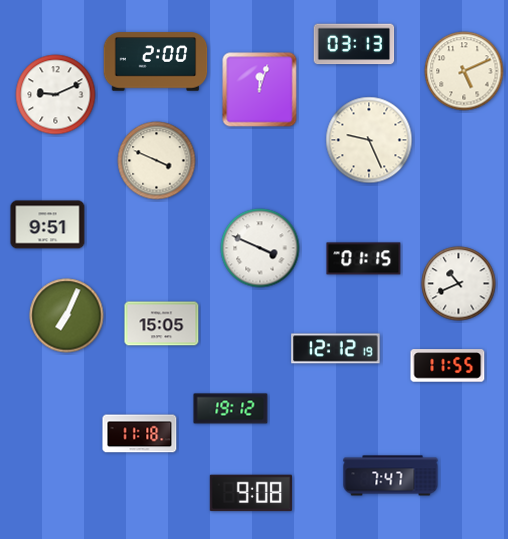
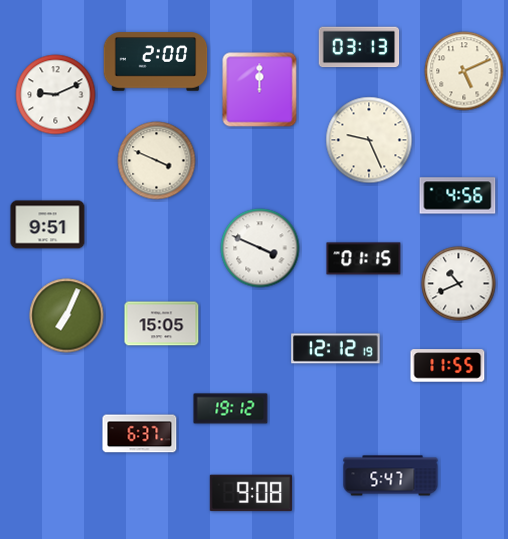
clock at (354, 44) position: (354, 44) -> (359, 47)
clock at (260, 90): 12:03 -> 12:00
clock at (458, 196): none -> 4:56
clock at (140, 434): 11:18 -> 6:37
clock at (391, 476): 7:47 -> 5:47
